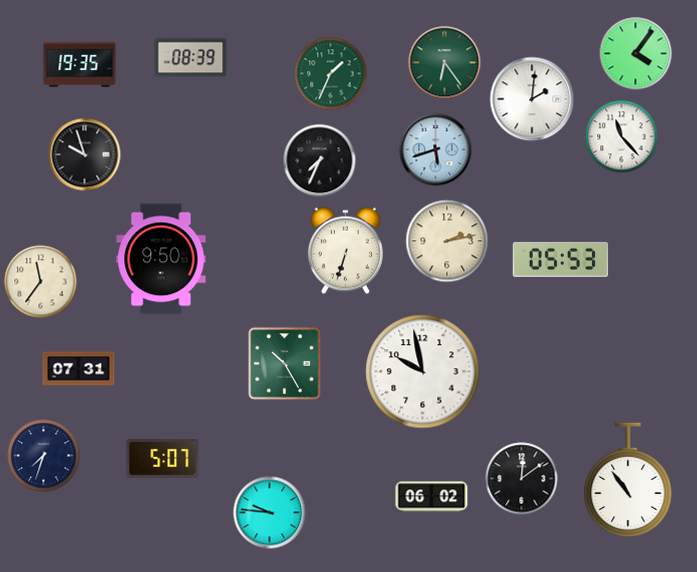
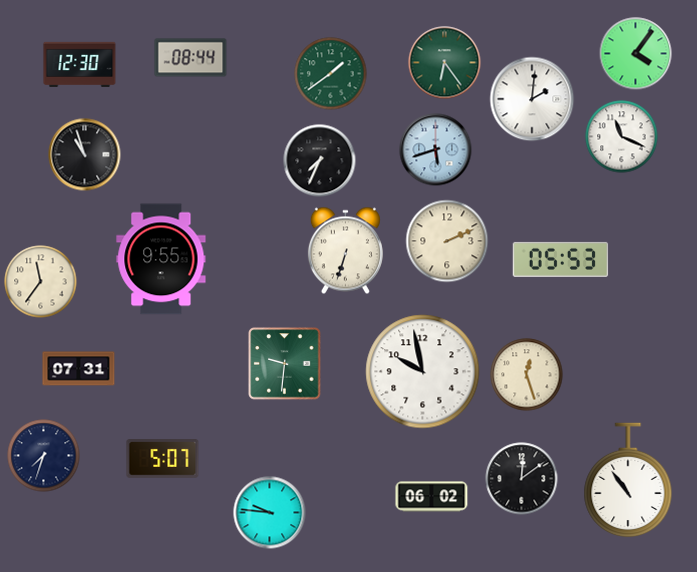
clock at (191, 58): 08:39 -> 08:44
clock at (80, 64): 19:35 -> 12:30
clock at (331, 74): 1:34 -> 1:39
clock at (622, 137): 11:23 -> 11:19
clock at (85, 155): 9:57 -> 10:57
clock at (447, 241): 2:13 -> 2:11
clock at (161, 259): 9:50 -> 9:55
clock at (285, 364): 10:25 -> 9:31
clock at (527, 375): none -> 12:27
